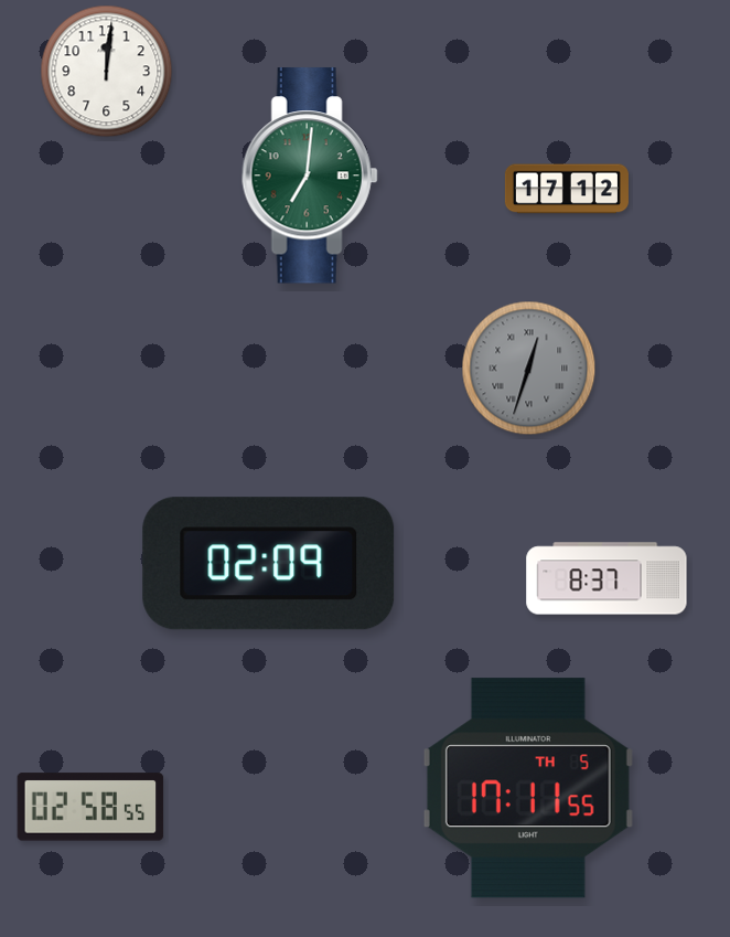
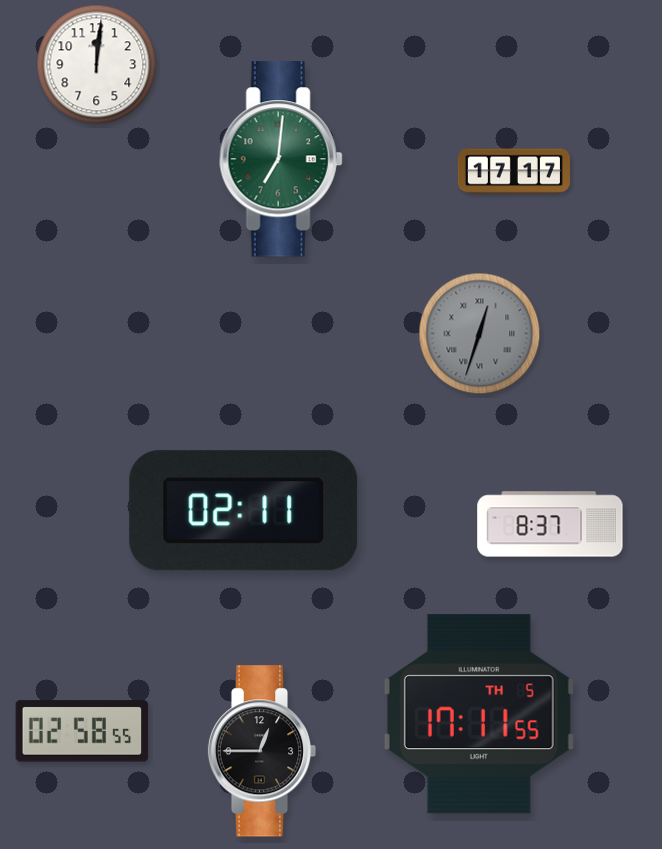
clock at (567, 189): 17:12 -> 17:17
clock at (269, 564): 02:09 -> 02:11
clock at (262, 751): none -> 12:45
